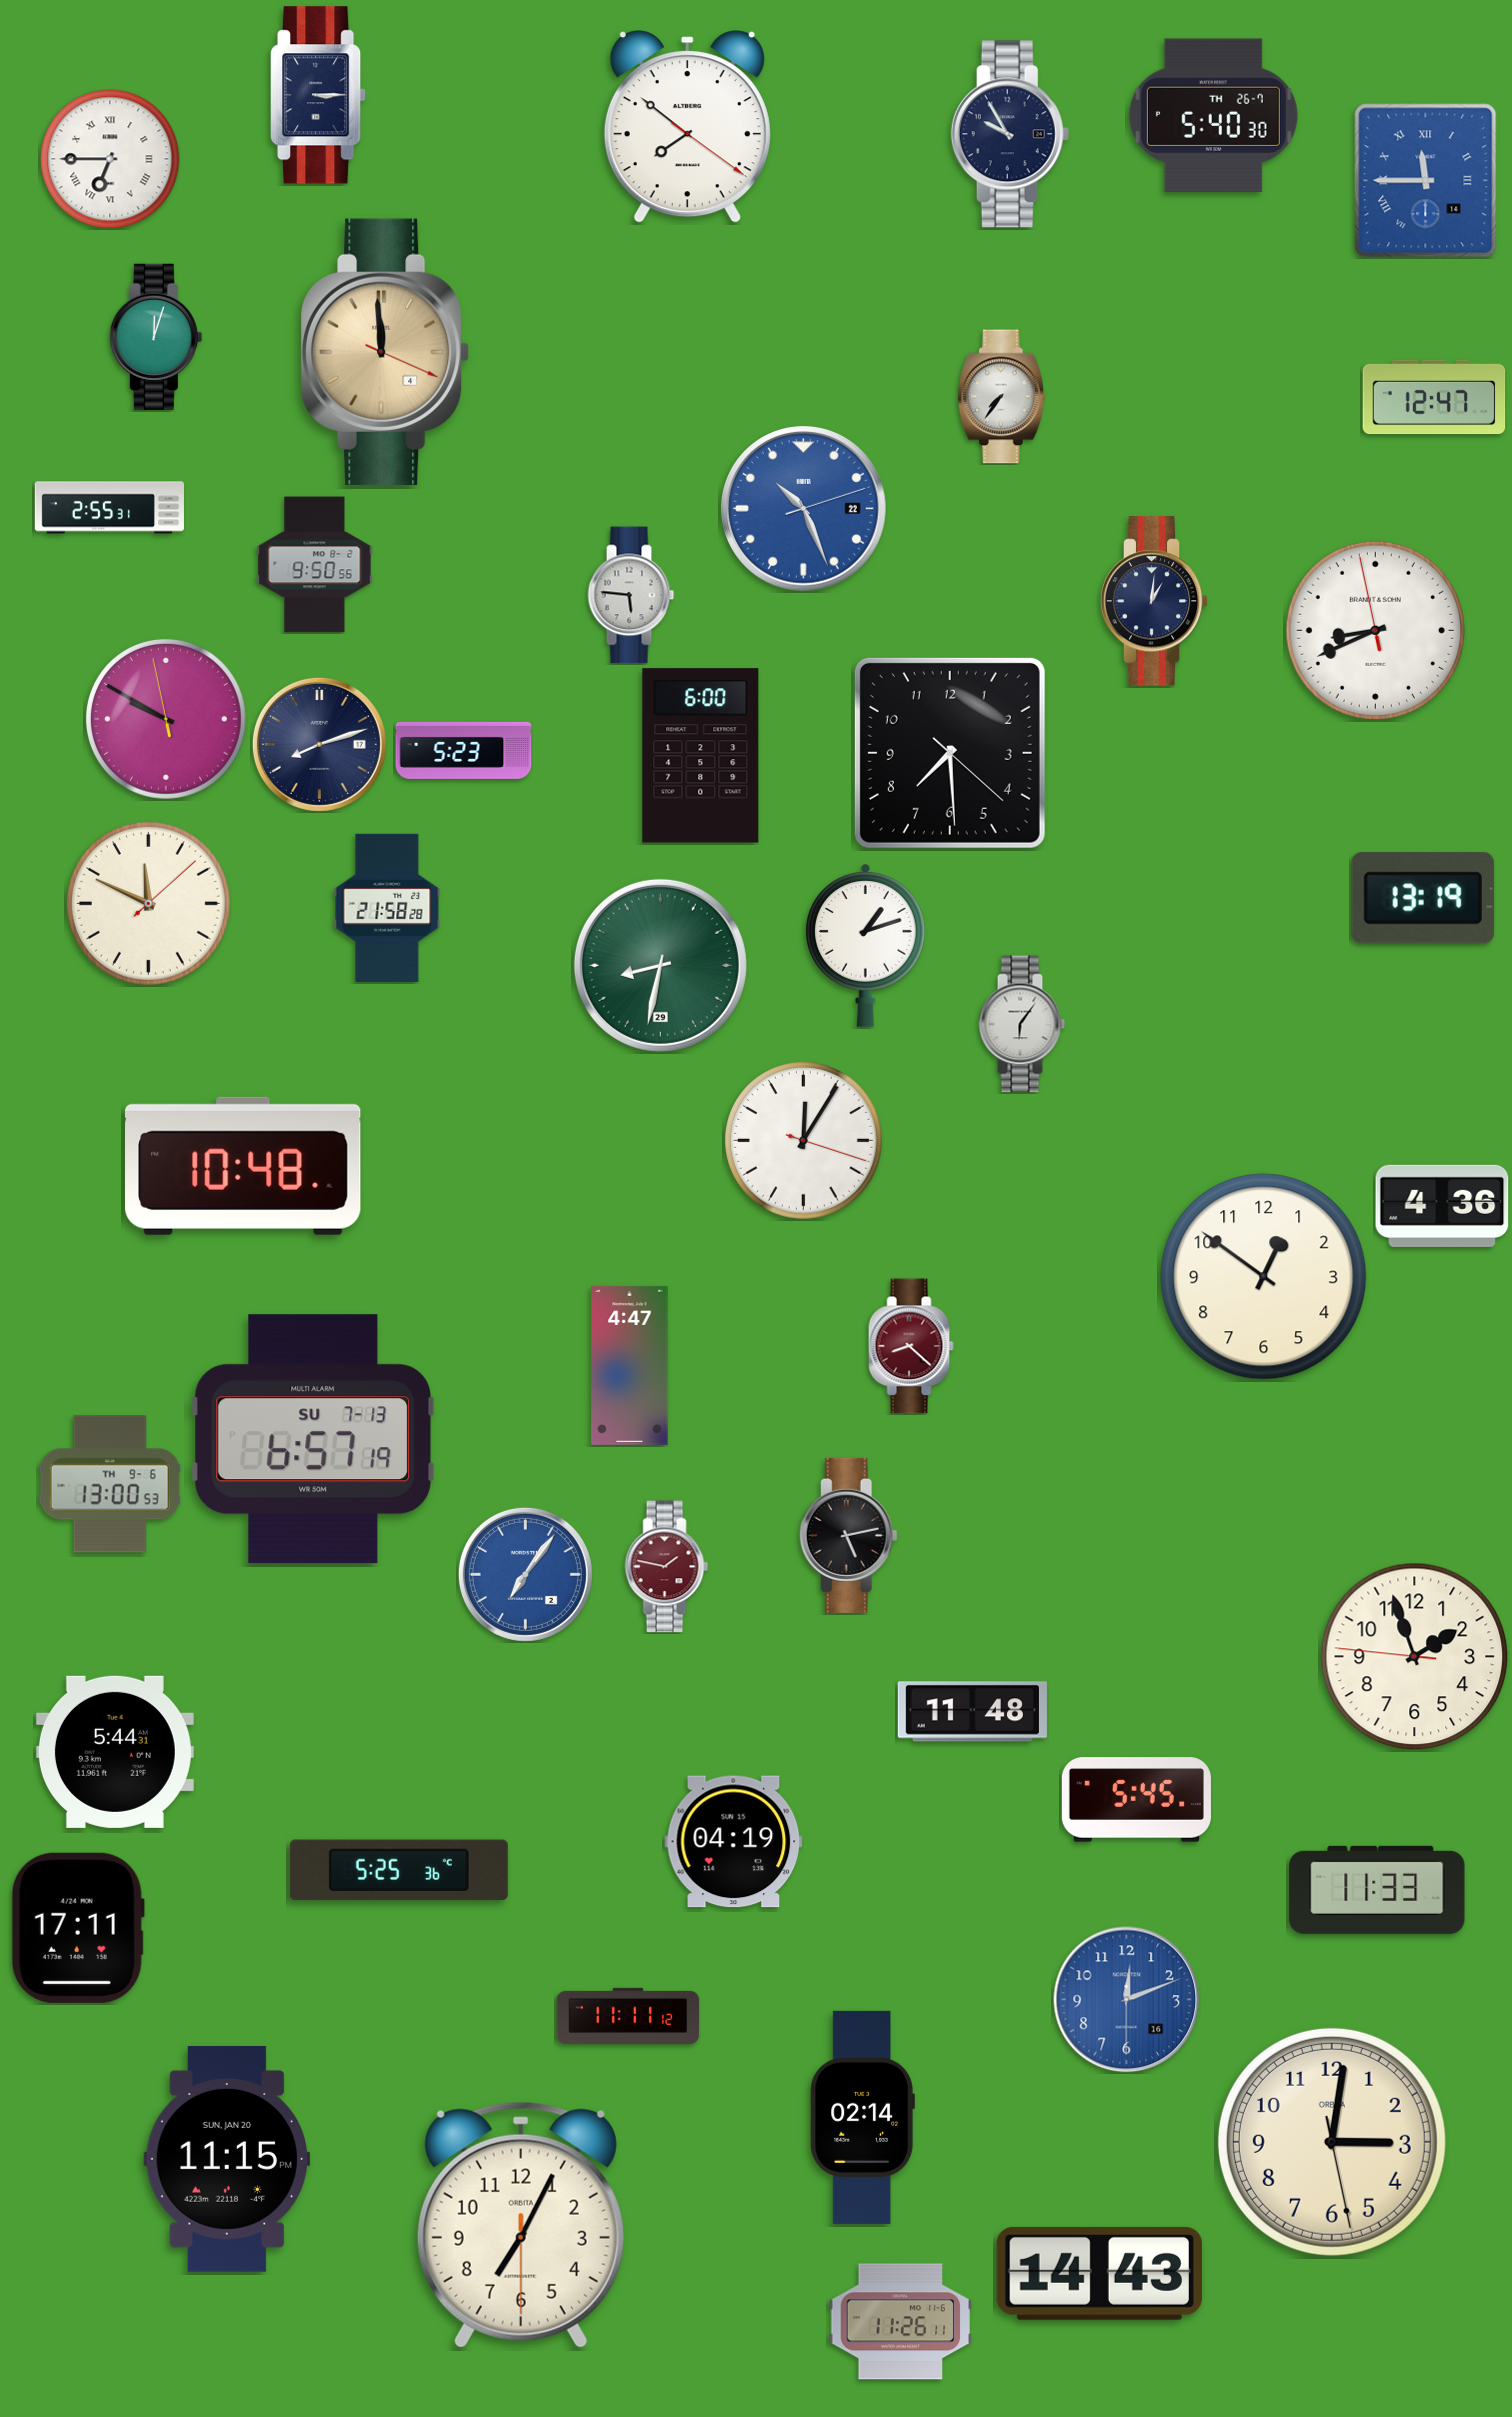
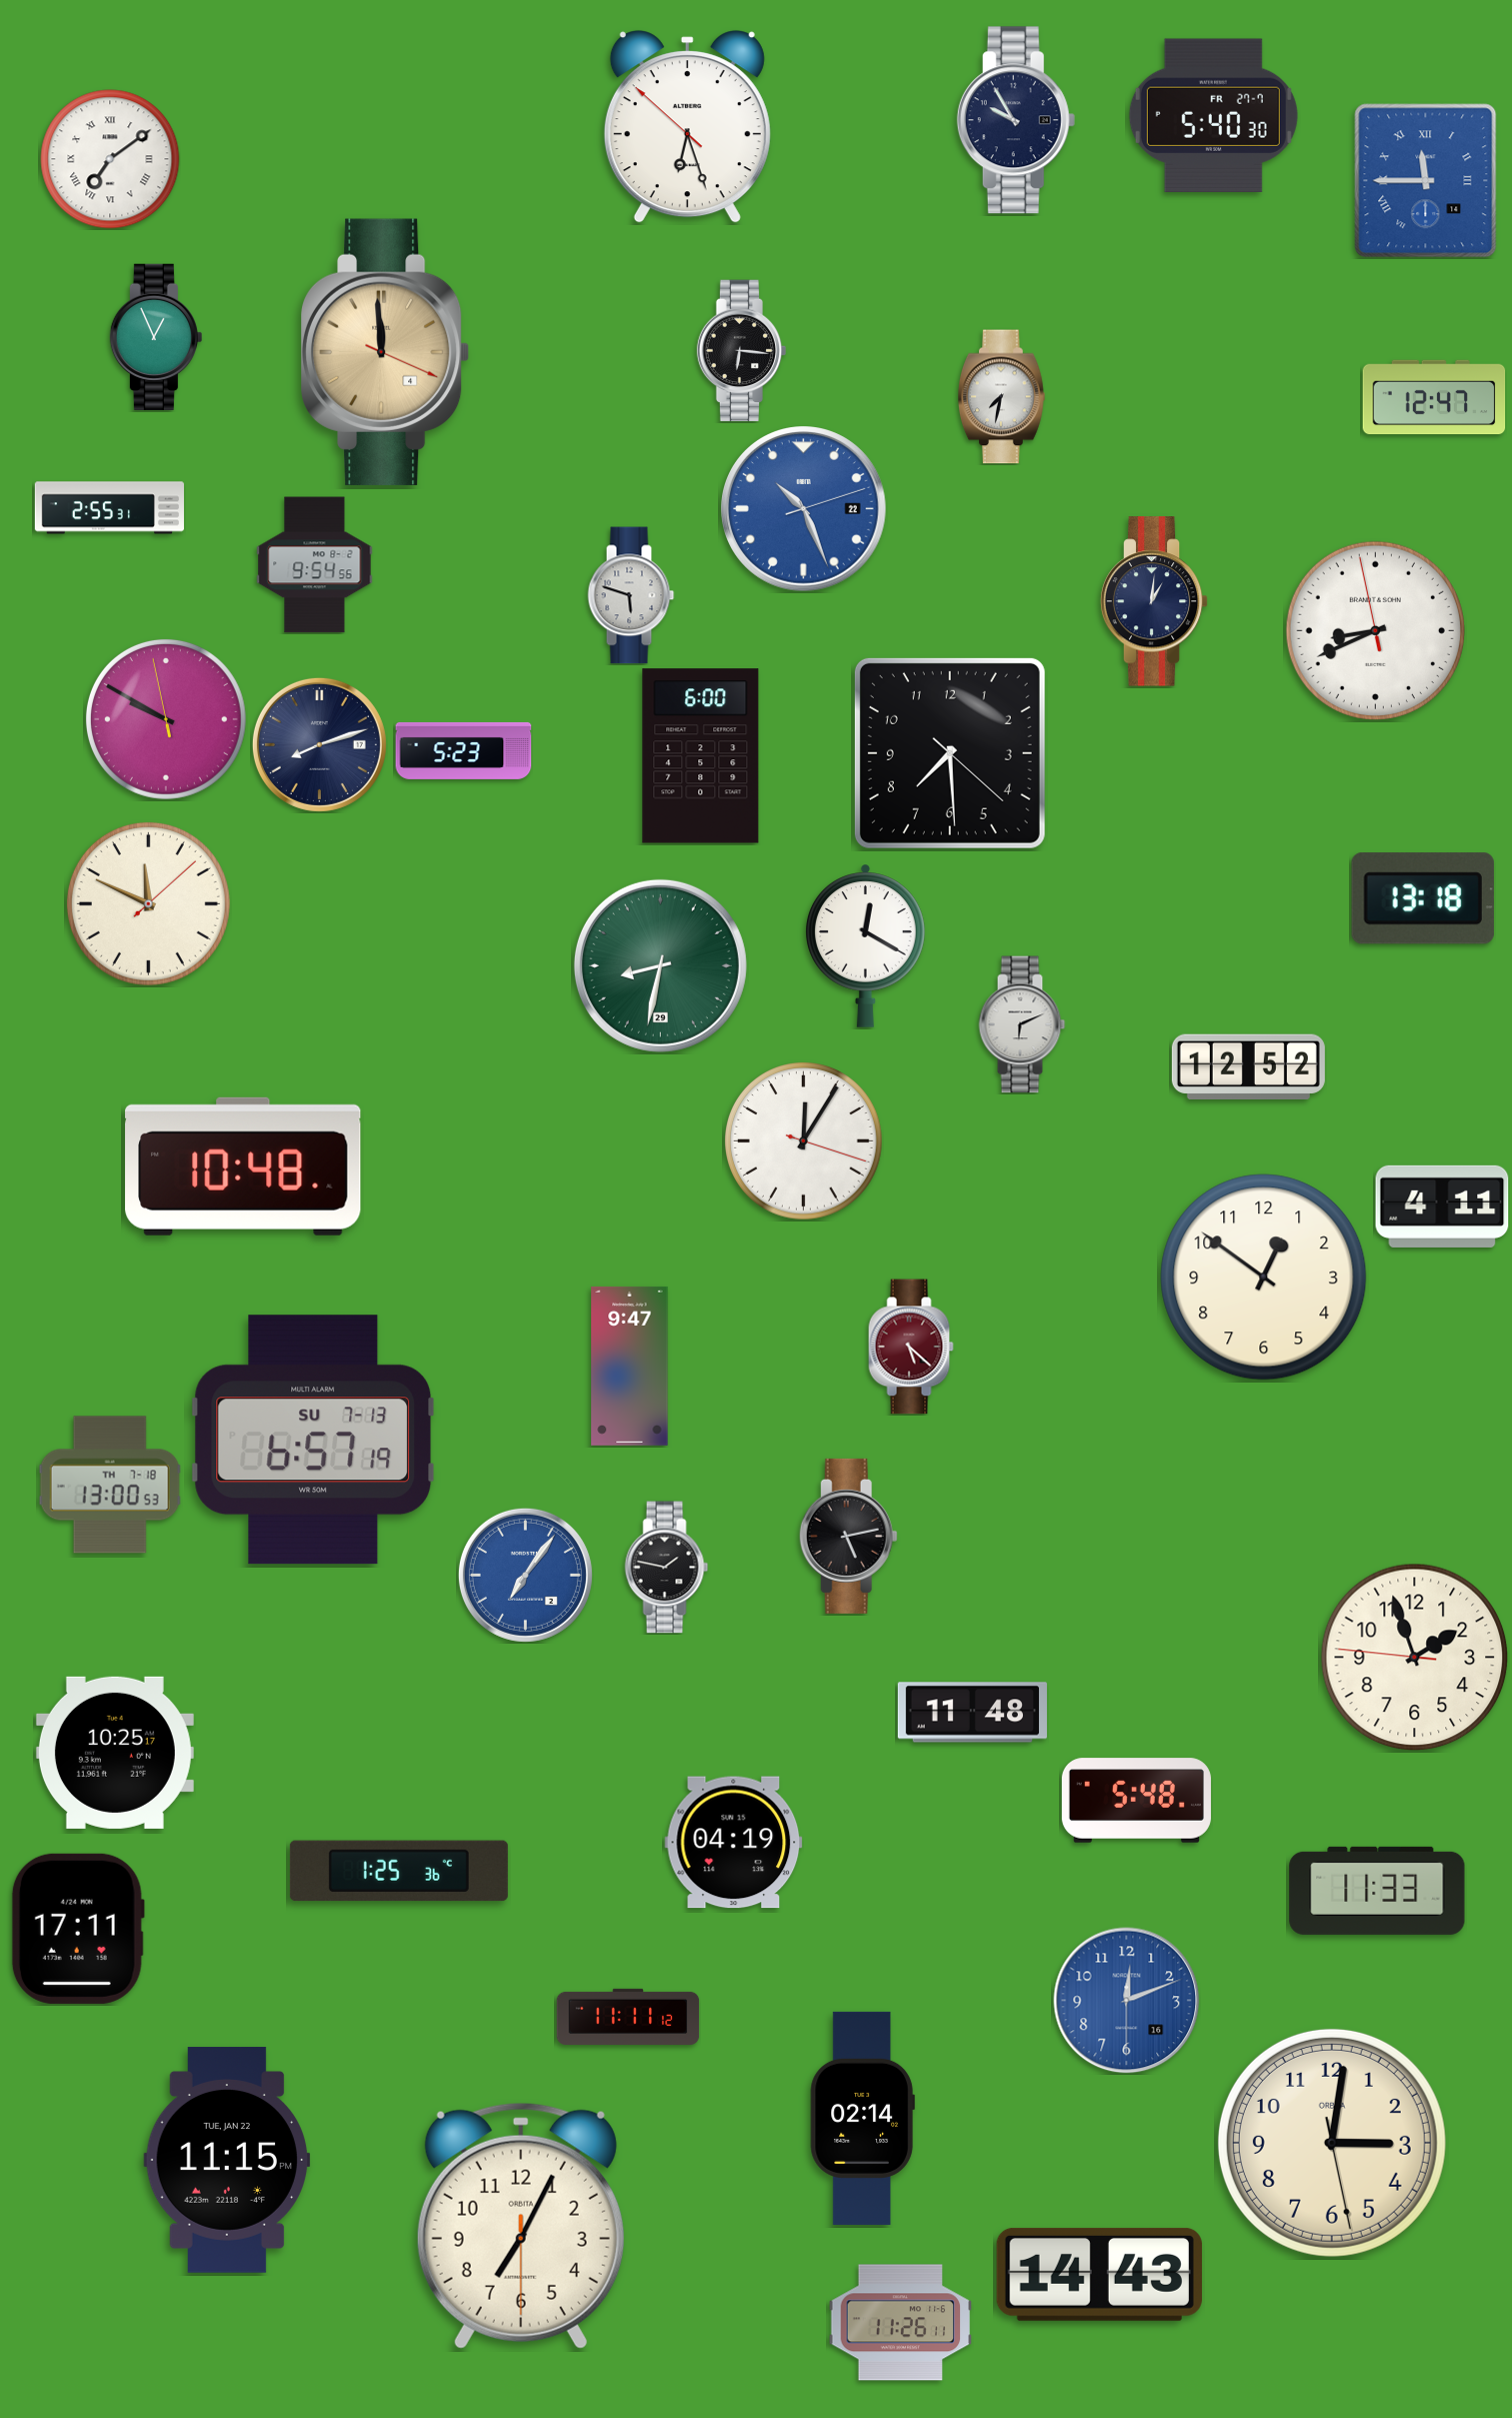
clock at (319, 95): 3:15 -> none
clock at (1213, 115) date: TH 26-7 -> FR 27-7
clock at (687, 127): 7:51 -> 6:26
clock at (1010, 134) position: (1010, 134) -> (1016, 120)
clock at (110, 159): 6:45 -> 7:09
clock at (156, 337): 12:03 -> 12:56
clock at (742, 351): none -> 6:16
clock at (1001, 397): 7:36 -> 7:32
clock at (315, 565): 9:50 -> 9:54
clock at (631, 595): 5:46 -> 5:48
clock at (1423, 898): 13:19 -> 13:18
clock at (387, 908): 21:58 -> none
clock at (865, 945): 1:12 -> 12:20
clock at (1022, 1024): 6:06 -> 6:11
clock at (1248, 1066): none -> 12:52
clock at (1442, 1206): 4:36 -> 4:11
clock at (911, 1346): 8:22 -> 5:22
clock at (630, 1365): 4:47 -> 9:47
clock at (110, 1484) date: TH 9-6 -> TH 7-18
clock at (667, 1567) dial: burgundy -> black
clock at (115, 1752): 5:44 -> 10:25
clock at (1136, 1800): 5:45 -> 5:48
clock at (399, 1870): 5:25 -> 1:25
clock at (227, 2159) date: SUN, JAN 20 -> TUE, JAN 22
